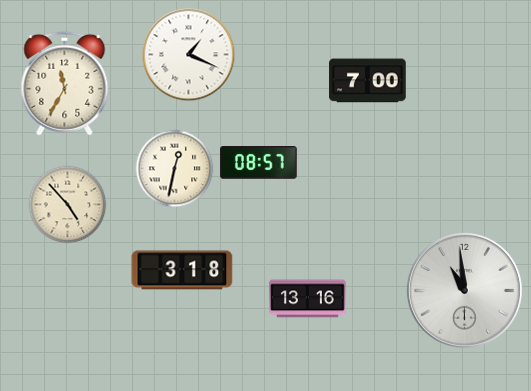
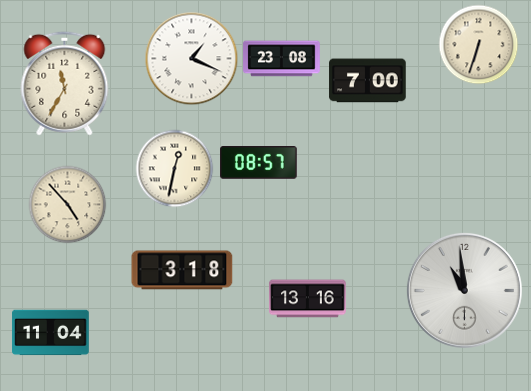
clock at (478, 44): none -> 6:33
clock at (188, 54) position: (188, 54) -> (191, 58)
clock at (282, 59): none -> 23:08
clock at (51, 333): none -> 11:04
